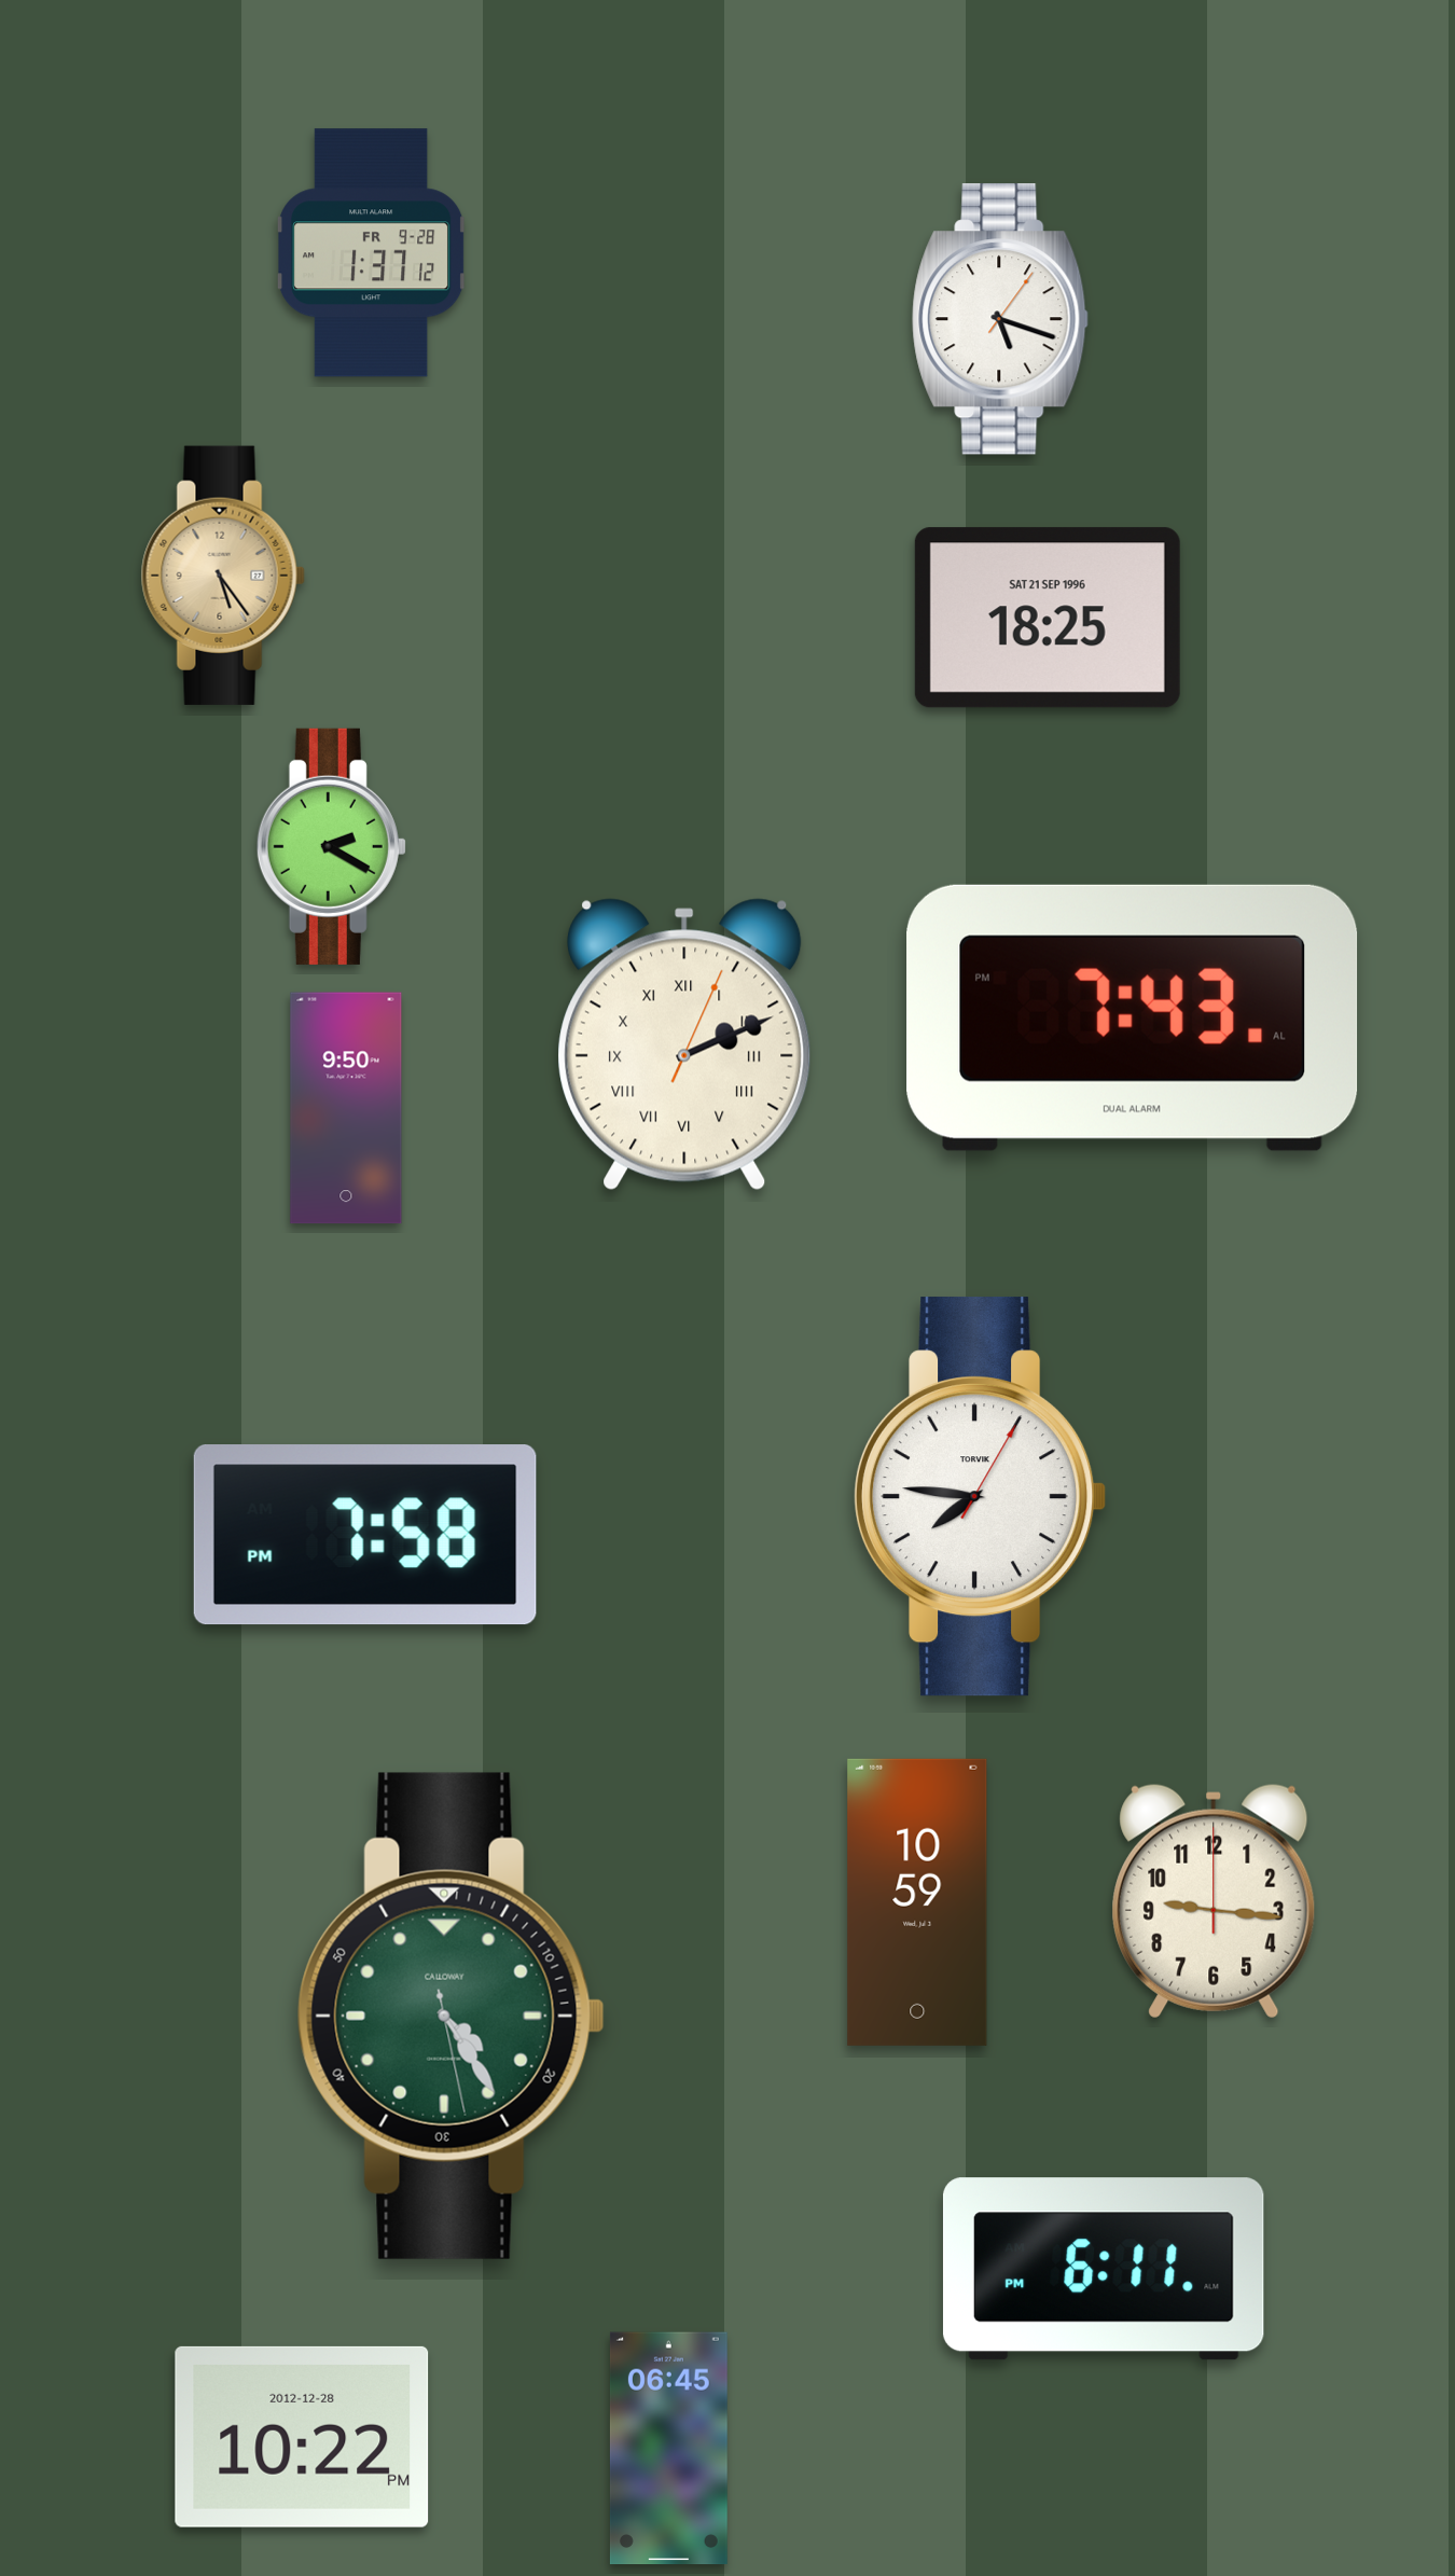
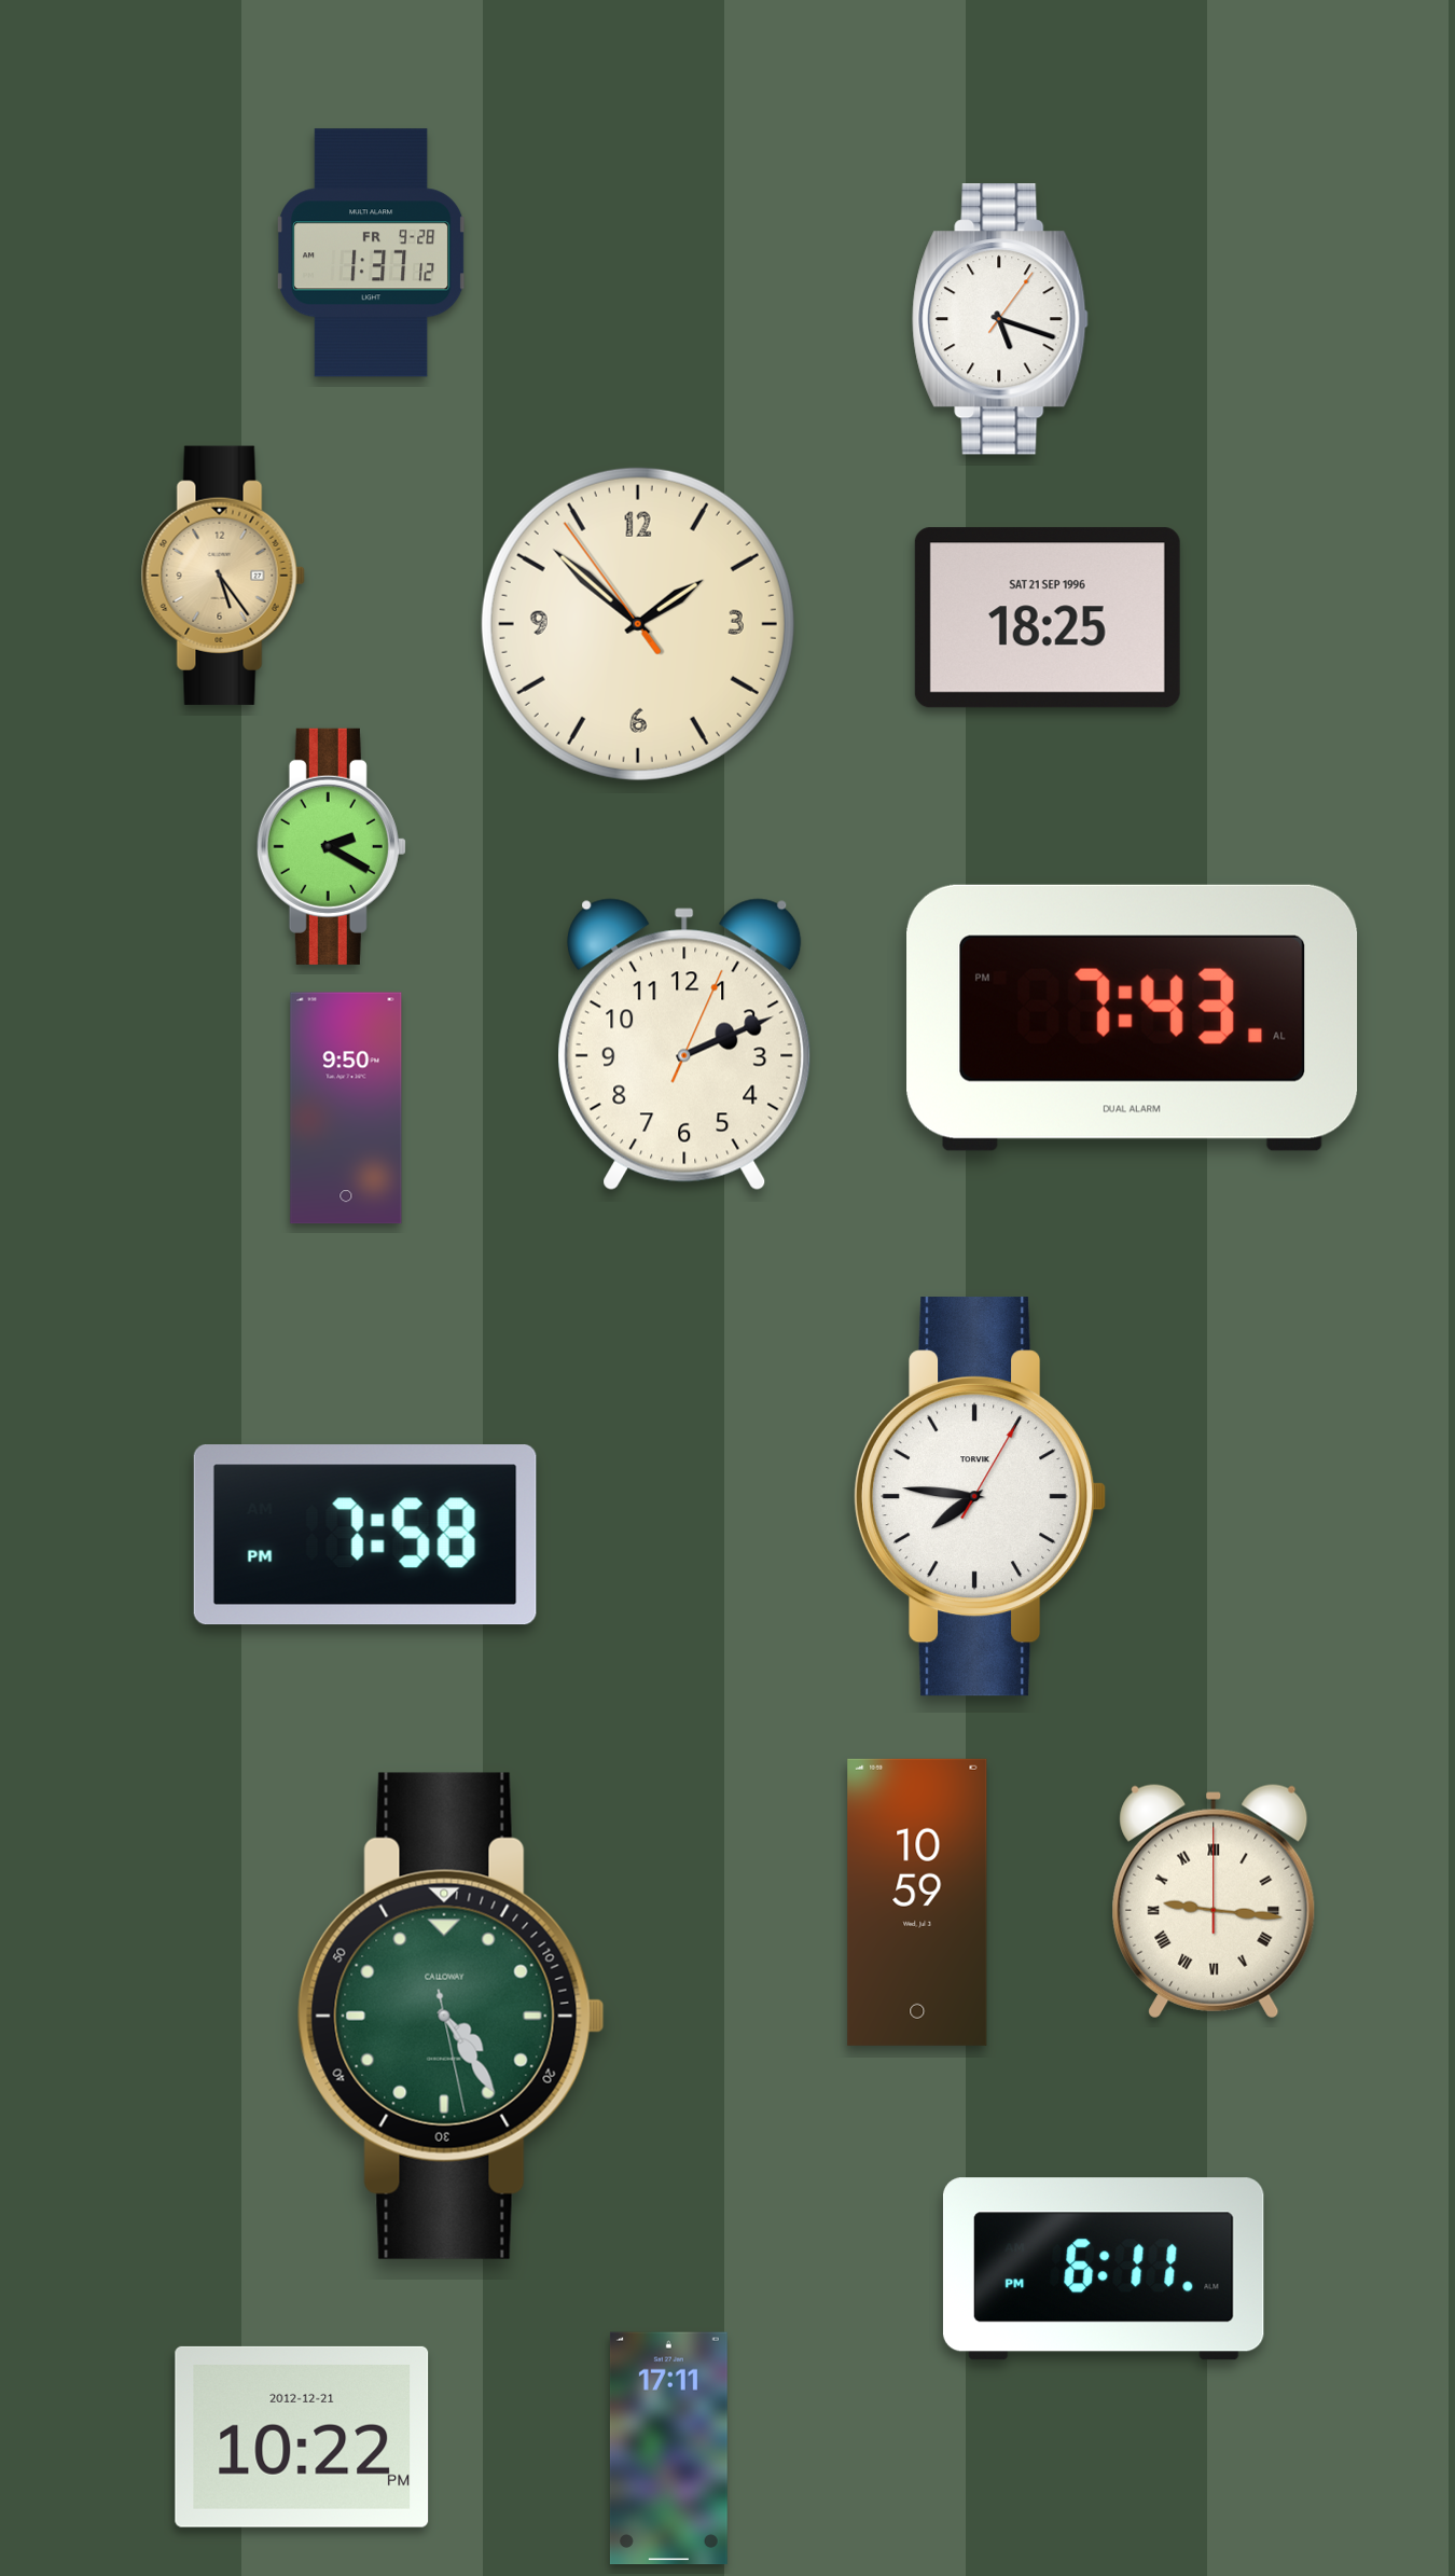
clock at (638, 624): none -> 1:51
clock at (684, 1044) numerals: Roman -> Arabic
clock at (1214, 1901) numerals: Arabic -> Roman
clock at (302, 2437) date: 2012-12-28 -> 2012-12-21
clock at (668, 2449): 06:45 -> 17:11
